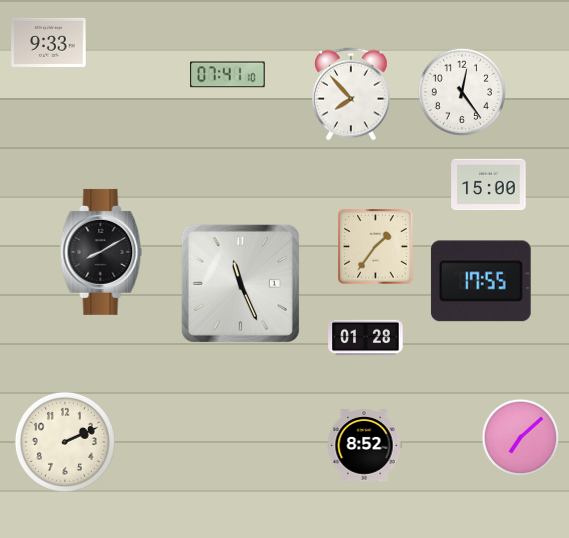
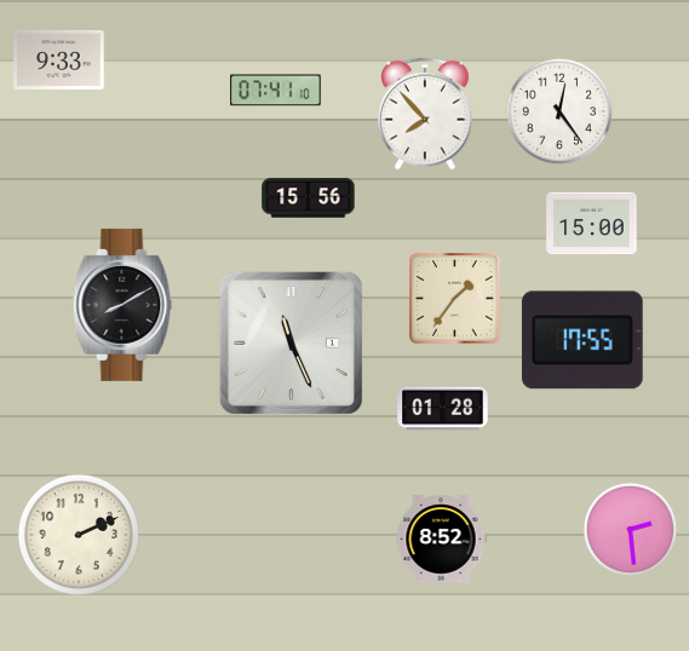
clock at (49, 42) position: (49, 42) -> (59, 59)
clock at (309, 198): none -> 15:56
clock at (521, 438): 7:08 -> 2:29
